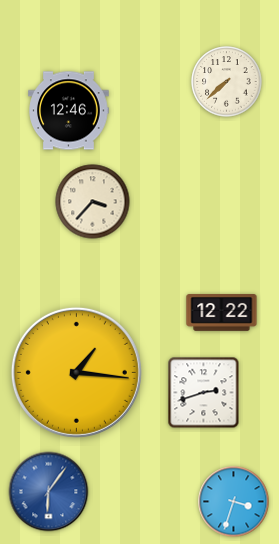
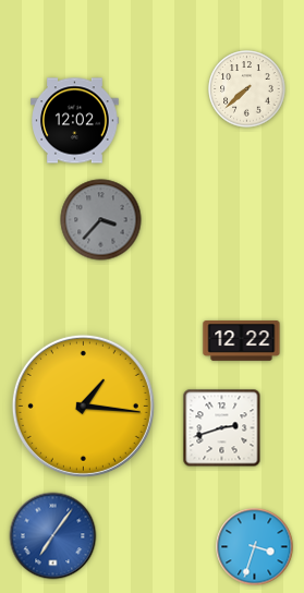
clock at (69, 111): 12:46 -> 12:02
clock at (93, 202) dial: cream -> grey
clock at (49, 492): 6:06 -> 7:06
